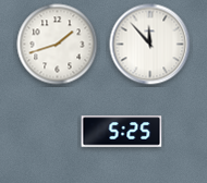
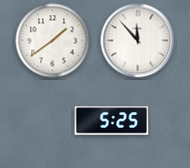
clock at (58, 45): 1:42 -> 1:39
